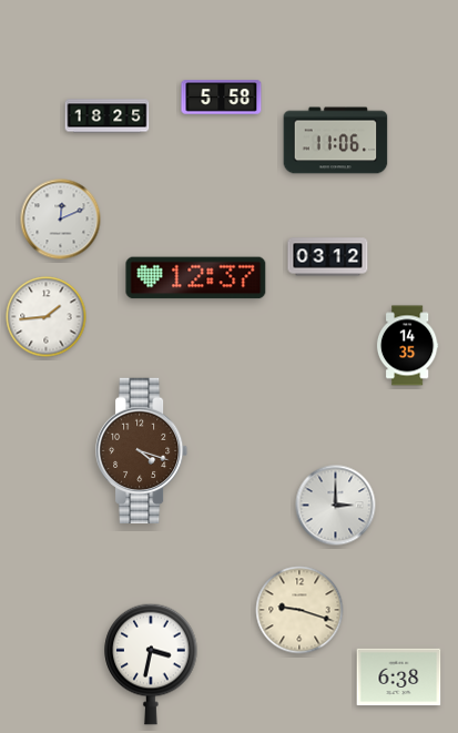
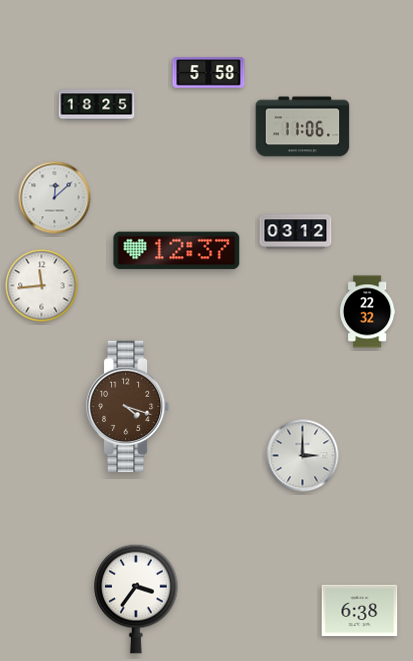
clock at (222, 98) position: (222, 98) -> (209, 73)
clock at (61, 220): 12:11 -> 12:08
clock at (47, 317): 1:44 -> 11:44
clock at (407, 346): 14:35 -> 22:32
clock at (299, 610): 9:18 -> none
clock at (151, 664): 3:32 -> 3:36
